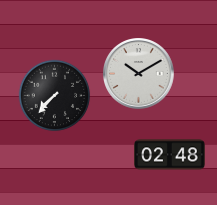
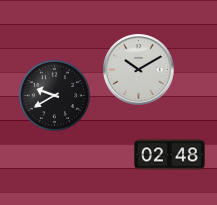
clock at (139, 74) position: (139, 74) -> (139, 70)
clock at (55, 96): 7:37 -> 9:40
